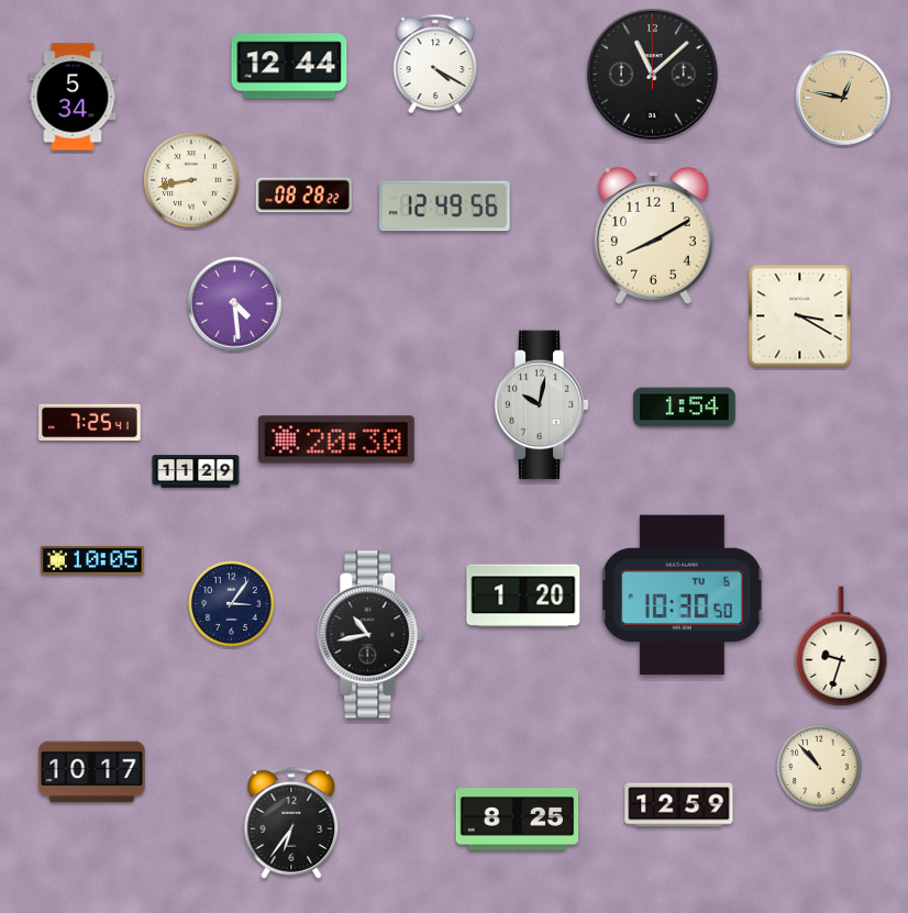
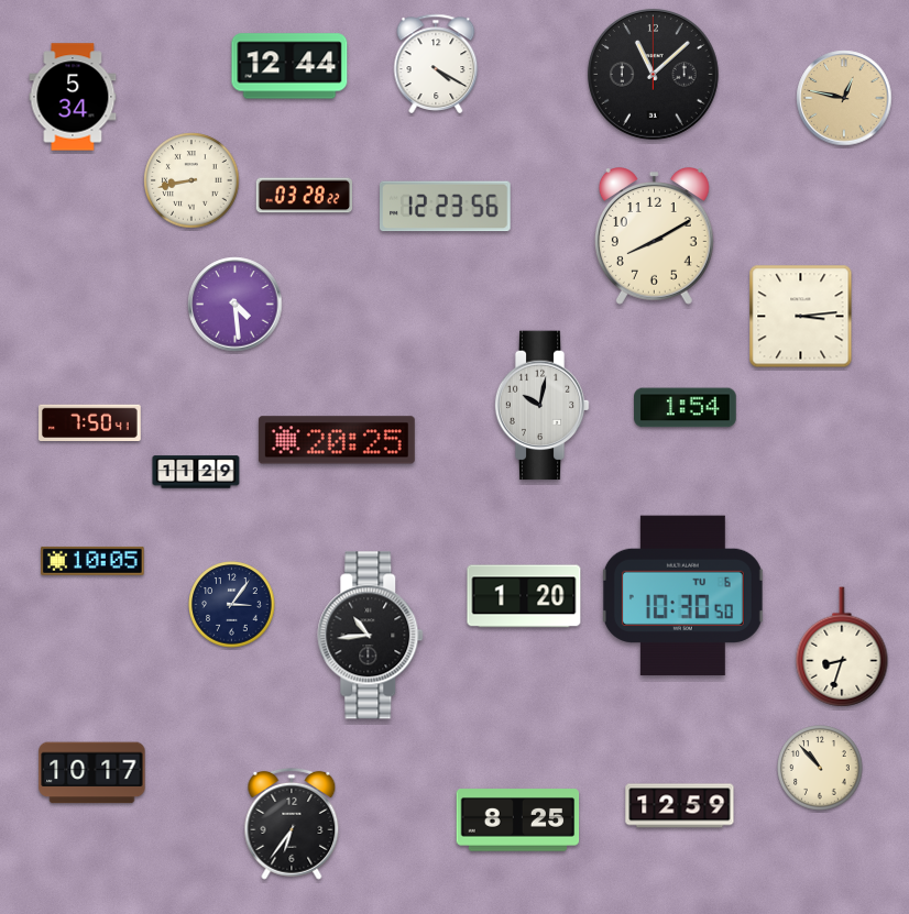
clock at (303, 196): 08:28 -> 03:28
clock at (445, 207): 12:49 -> 12:23
clock at (800, 316): 3:20 -> 3:14
clock at (90, 422): 7:25 -> 7:50
clock at (336, 439): 20:30 -> 20:25
clock at (370, 635): 10:43 -> 10:44
clock at (841, 646): 9:33 -> 8:33
